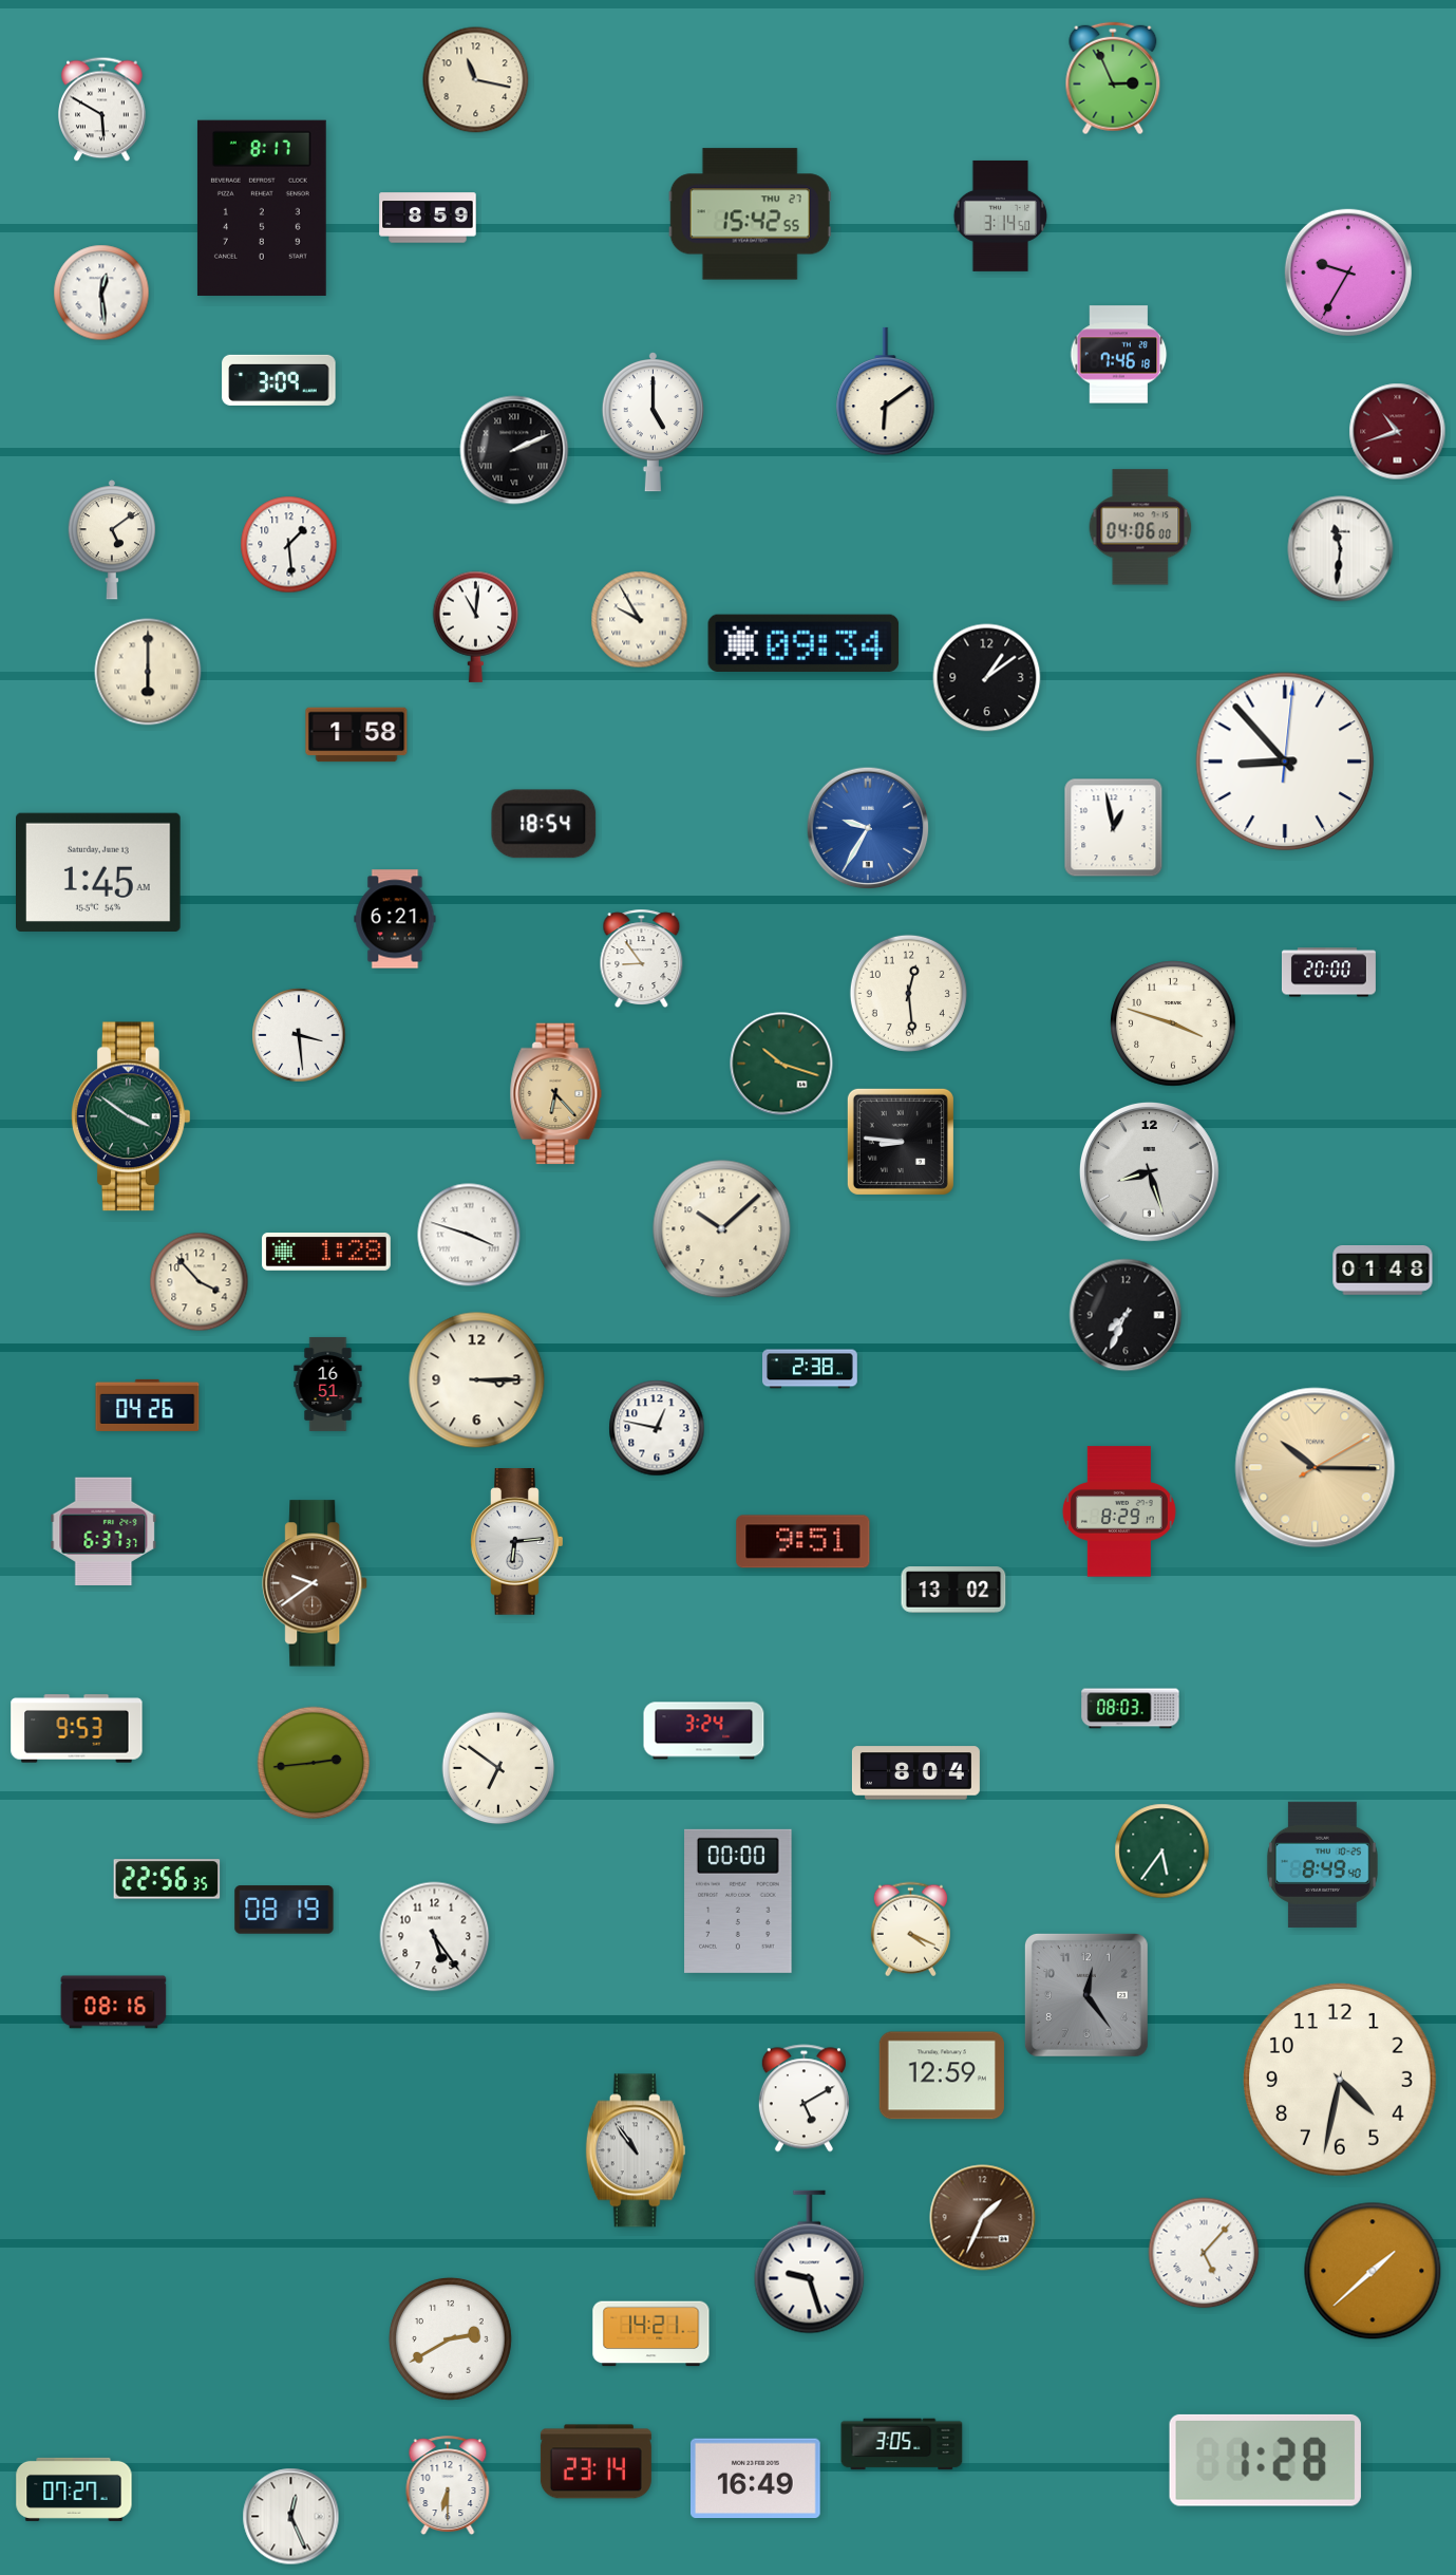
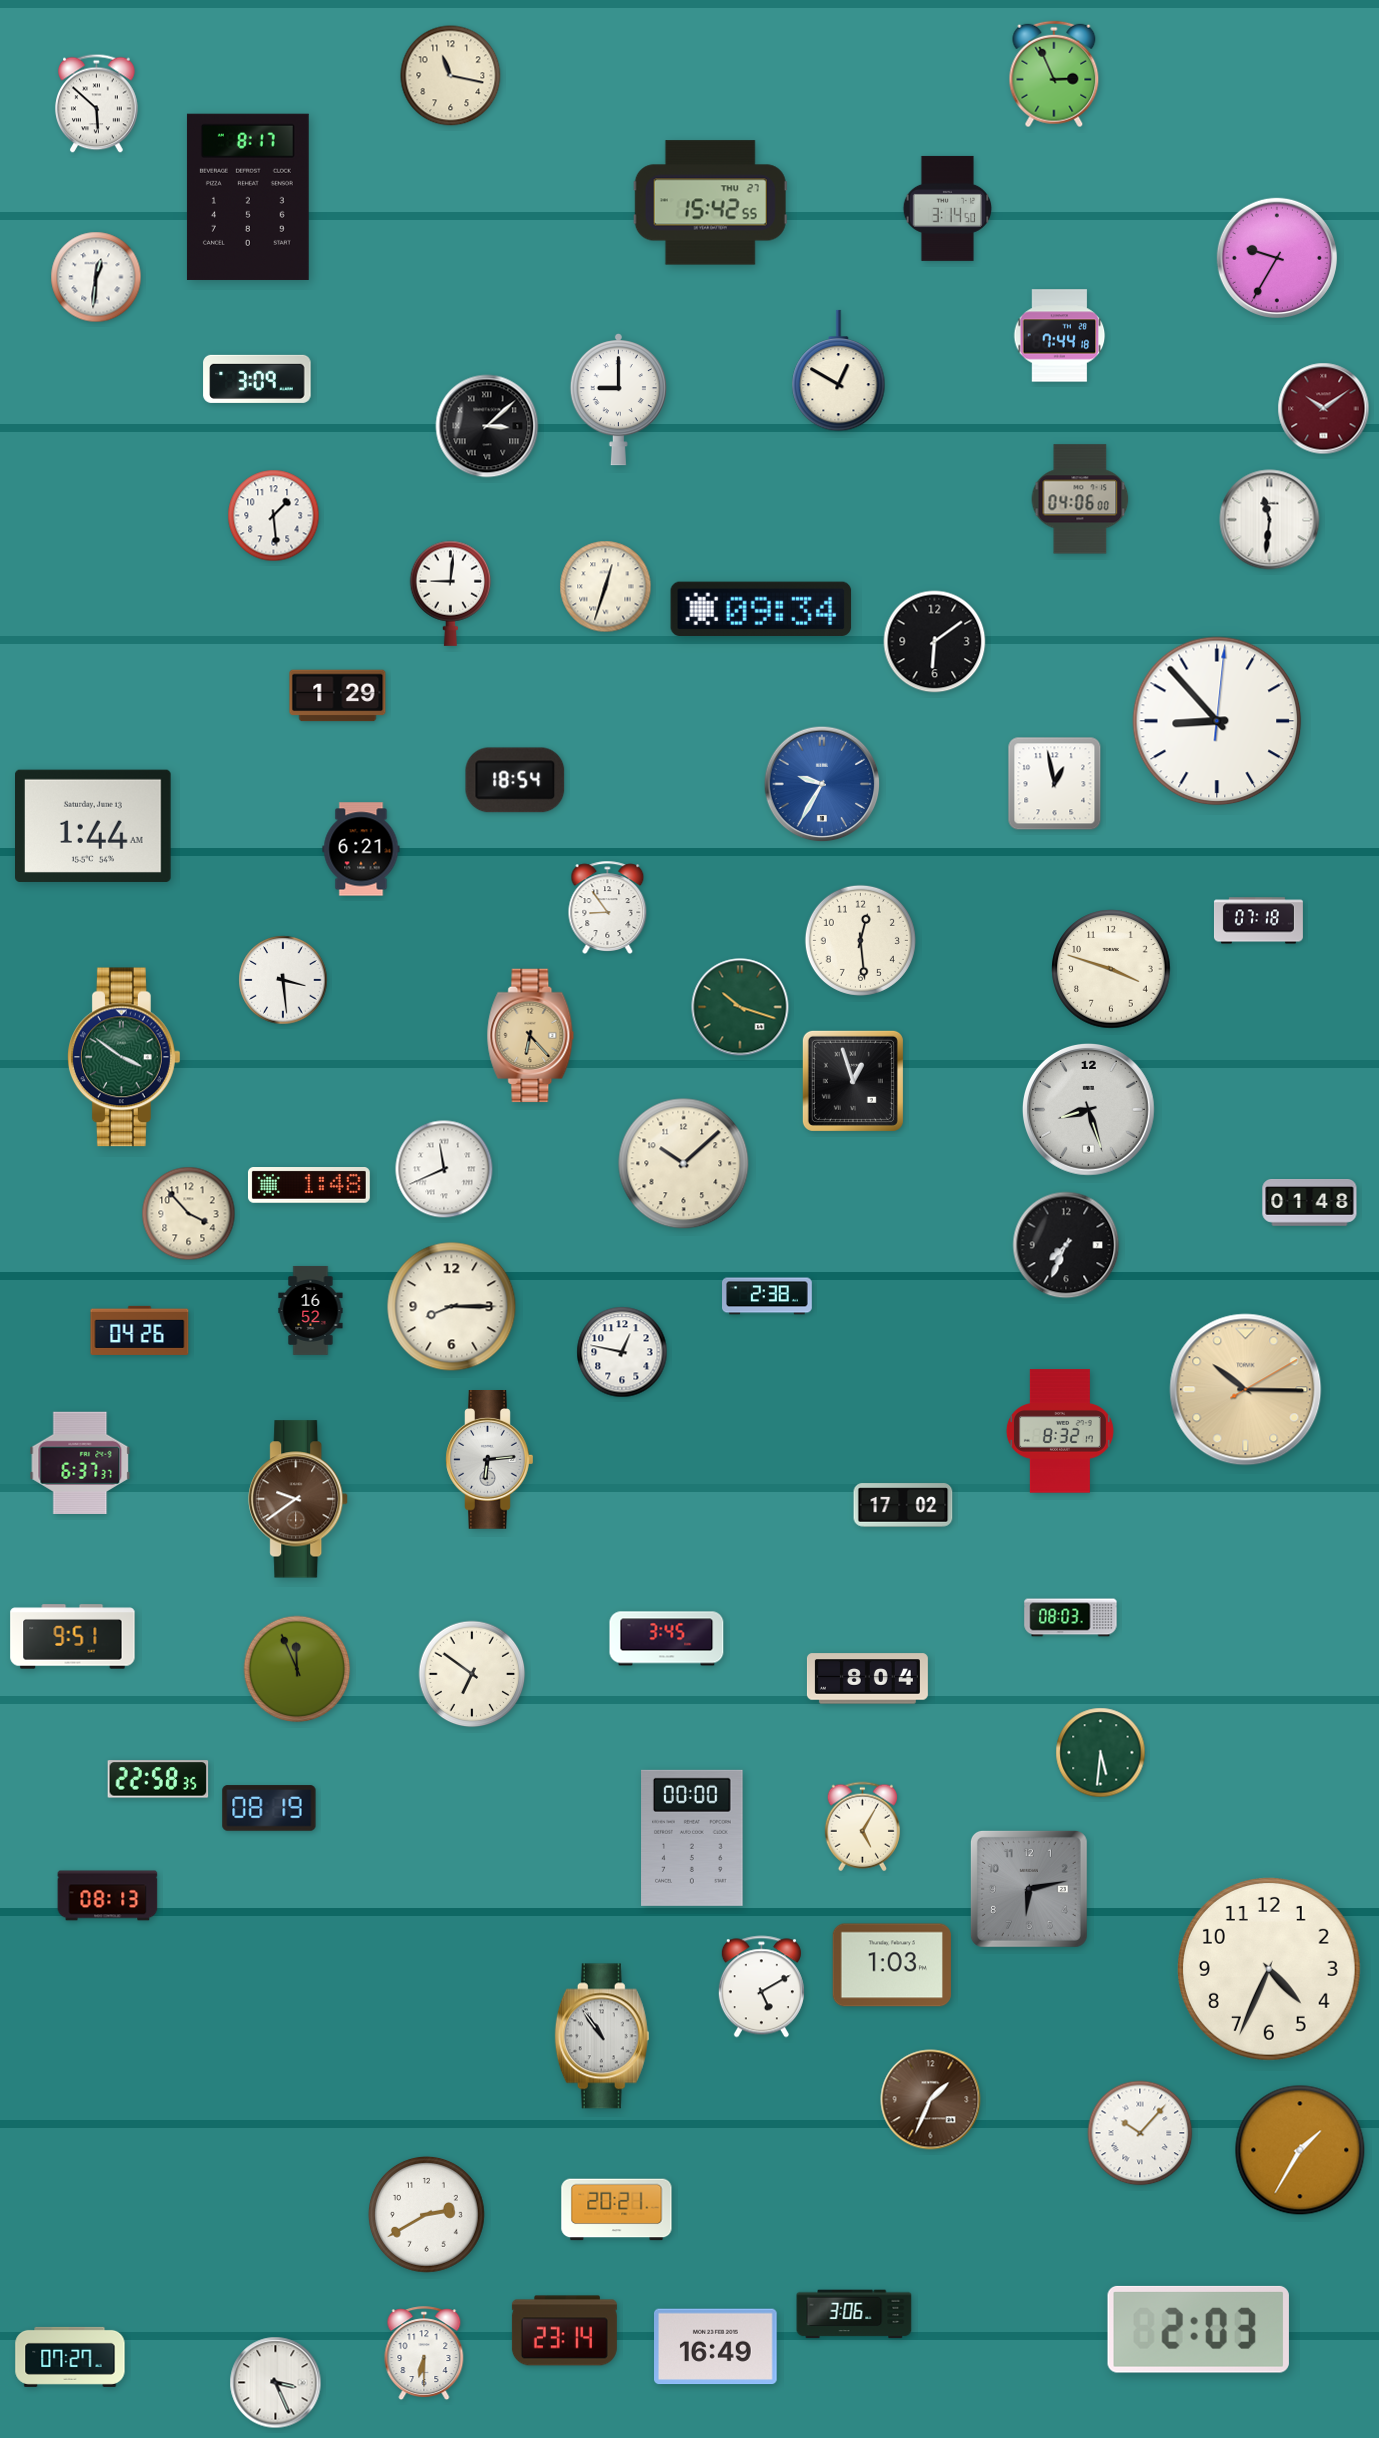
clock at (102, 110): 5:50 -> 5:52
clock at (1001, 215) position: (1001, 215) -> (948, 208)
clock at (428, 218): 8:59 -> none
clock at (101, 293): 12:29 -> 12:31
clock at (1119, 355): 7:46 -> 7:44
clock at (279, 380) position: (279, 380) -> (257, 379)
clock at (886, 392): 6:09 -> 12:50
clock at (653, 422): 5:00 -> 9:00
clock at (1398, 432): 10:42 -> 10:09
clock at (514, 450): 2:11 -> 3:08
clock at (111, 540): 5:09 -> none
clock at (640, 620): 9:55 -> 12:33
clock at (476, 626): 11:01 -> 9:01
clock at (148, 672): 6:00 -> none
clock at (987, 678): 1:09 -> 6:09
clock at (357, 735): 1:58 -> 1:29
clock at (98, 872): 1:45 -> 1:44
clock at (395, 919) position: (395, 919) -> (361, 849)
clock at (1328, 973): 20:00 -> 07:18
clock at (556, 1094) position: (556, 1094) -> (531, 1036)
clock at (901, 1142): 8:46 -> 12:57
clock at (469, 1235): 3:48 -> 11:41
clock at (326, 1253): 1:28 -> 1:48
clock at (477, 1380): 3:15 -> 8:15
clock at (328, 1384): 16:51 -> 16:52
clock at (1119, 1511): 8:29 -> 8:32
clock at (103, 1531) position: (103, 1531) -> (80, 1463)
clock at (803, 1542): 9:51 -> none
clock at (953, 1590): 13:02 -> 17:02
clock at (77, 1729): 9:53 -> 9:51
clock at (704, 1731): 3:24 -> 3:45
clock at (314, 1763): 2:44 -> 11:56
clock at (1162, 1852): 5:36 -> 5:31
clock at (1322, 1864): 8:49 -> none
clock at (167, 1879): 22:56 -> 22:58
clock at (738, 1901) position: (738, 1901) -> (692, 1838)
clock at (910, 1930): 4:19 -> 5:05
clock at (435, 1937): 5:24 -> none
clock at (1086, 1995): 12:24 -> 6:13
clock at (114, 2003): 08:16 -> 08:13
clock at (941, 2075): 12:59 -> 1:03
clock at (1341, 2081): 4:32 -> 4:34
clock at (1204, 2253): 5:07 -> 10:07
clock at (810, 2262): 9:27 -> none
clock at (1373, 2271): 1:38 -> 1:35
clock at (651, 2334): 14:21 -> 20:21
clock at (902, 2444): 3:05 -> 3:06
clock at (1265, 2460): 1:28 -> 2:03
clock at (291, 2517): 12:26 -> 3:26
